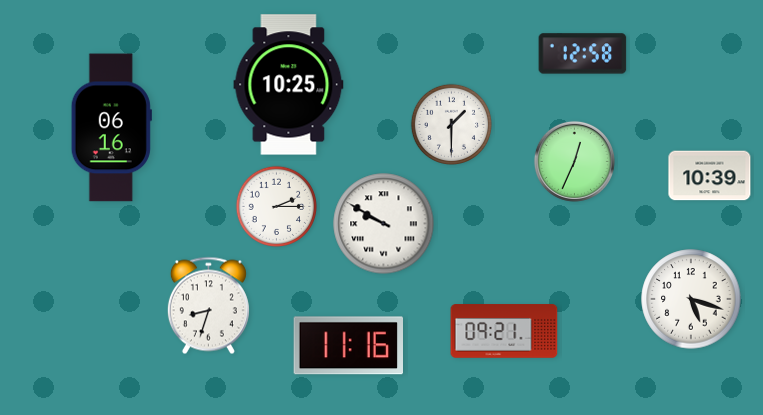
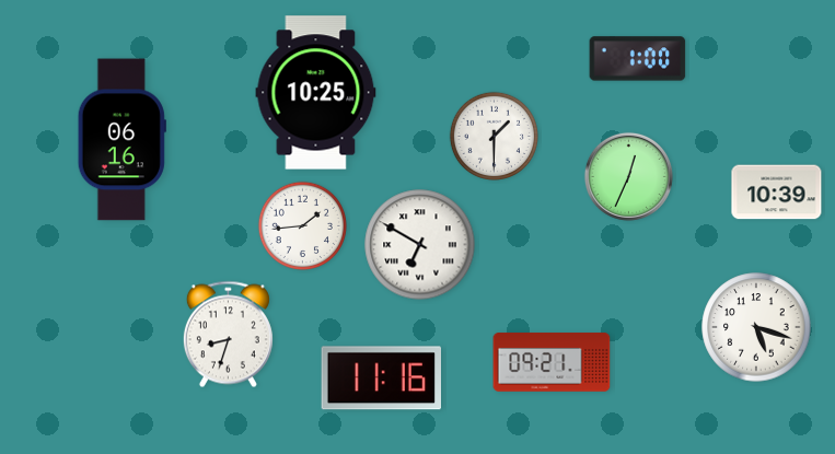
clock at (583, 54): 12:58 -> 1:00
clock at (276, 206): 2:15 -> 1:44
clock at (384, 224): 9:50 -> 6:50
